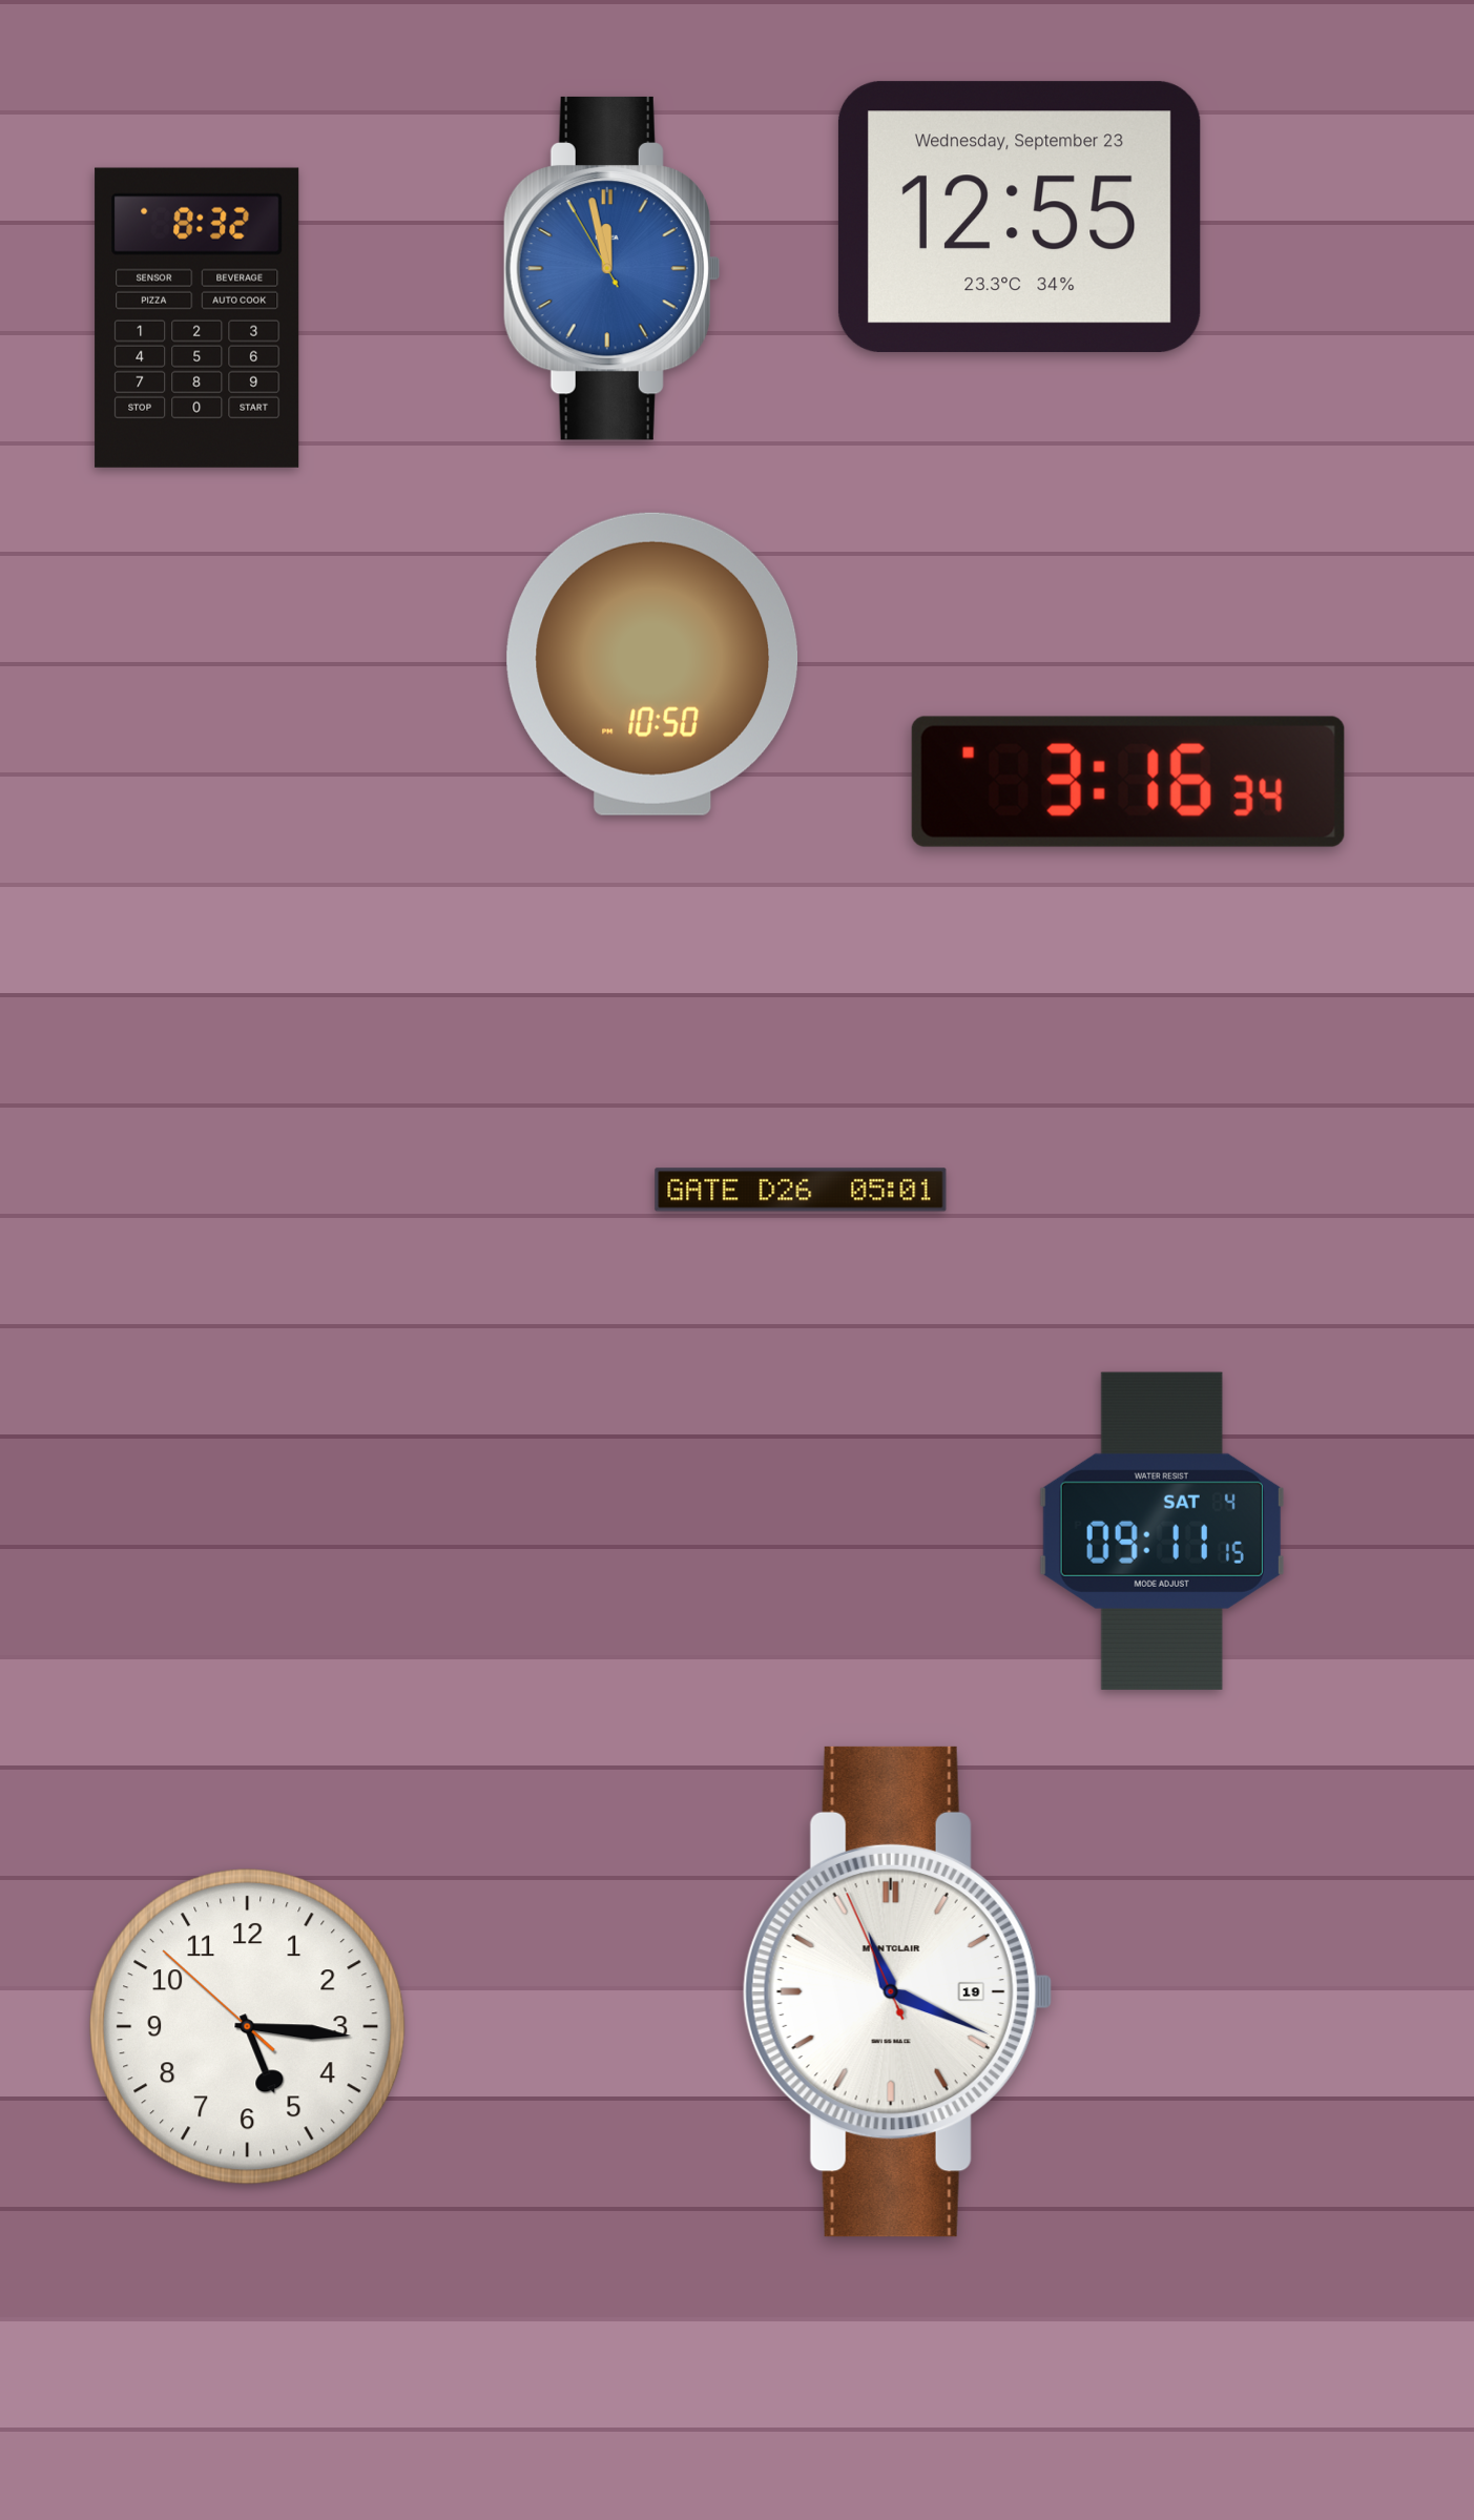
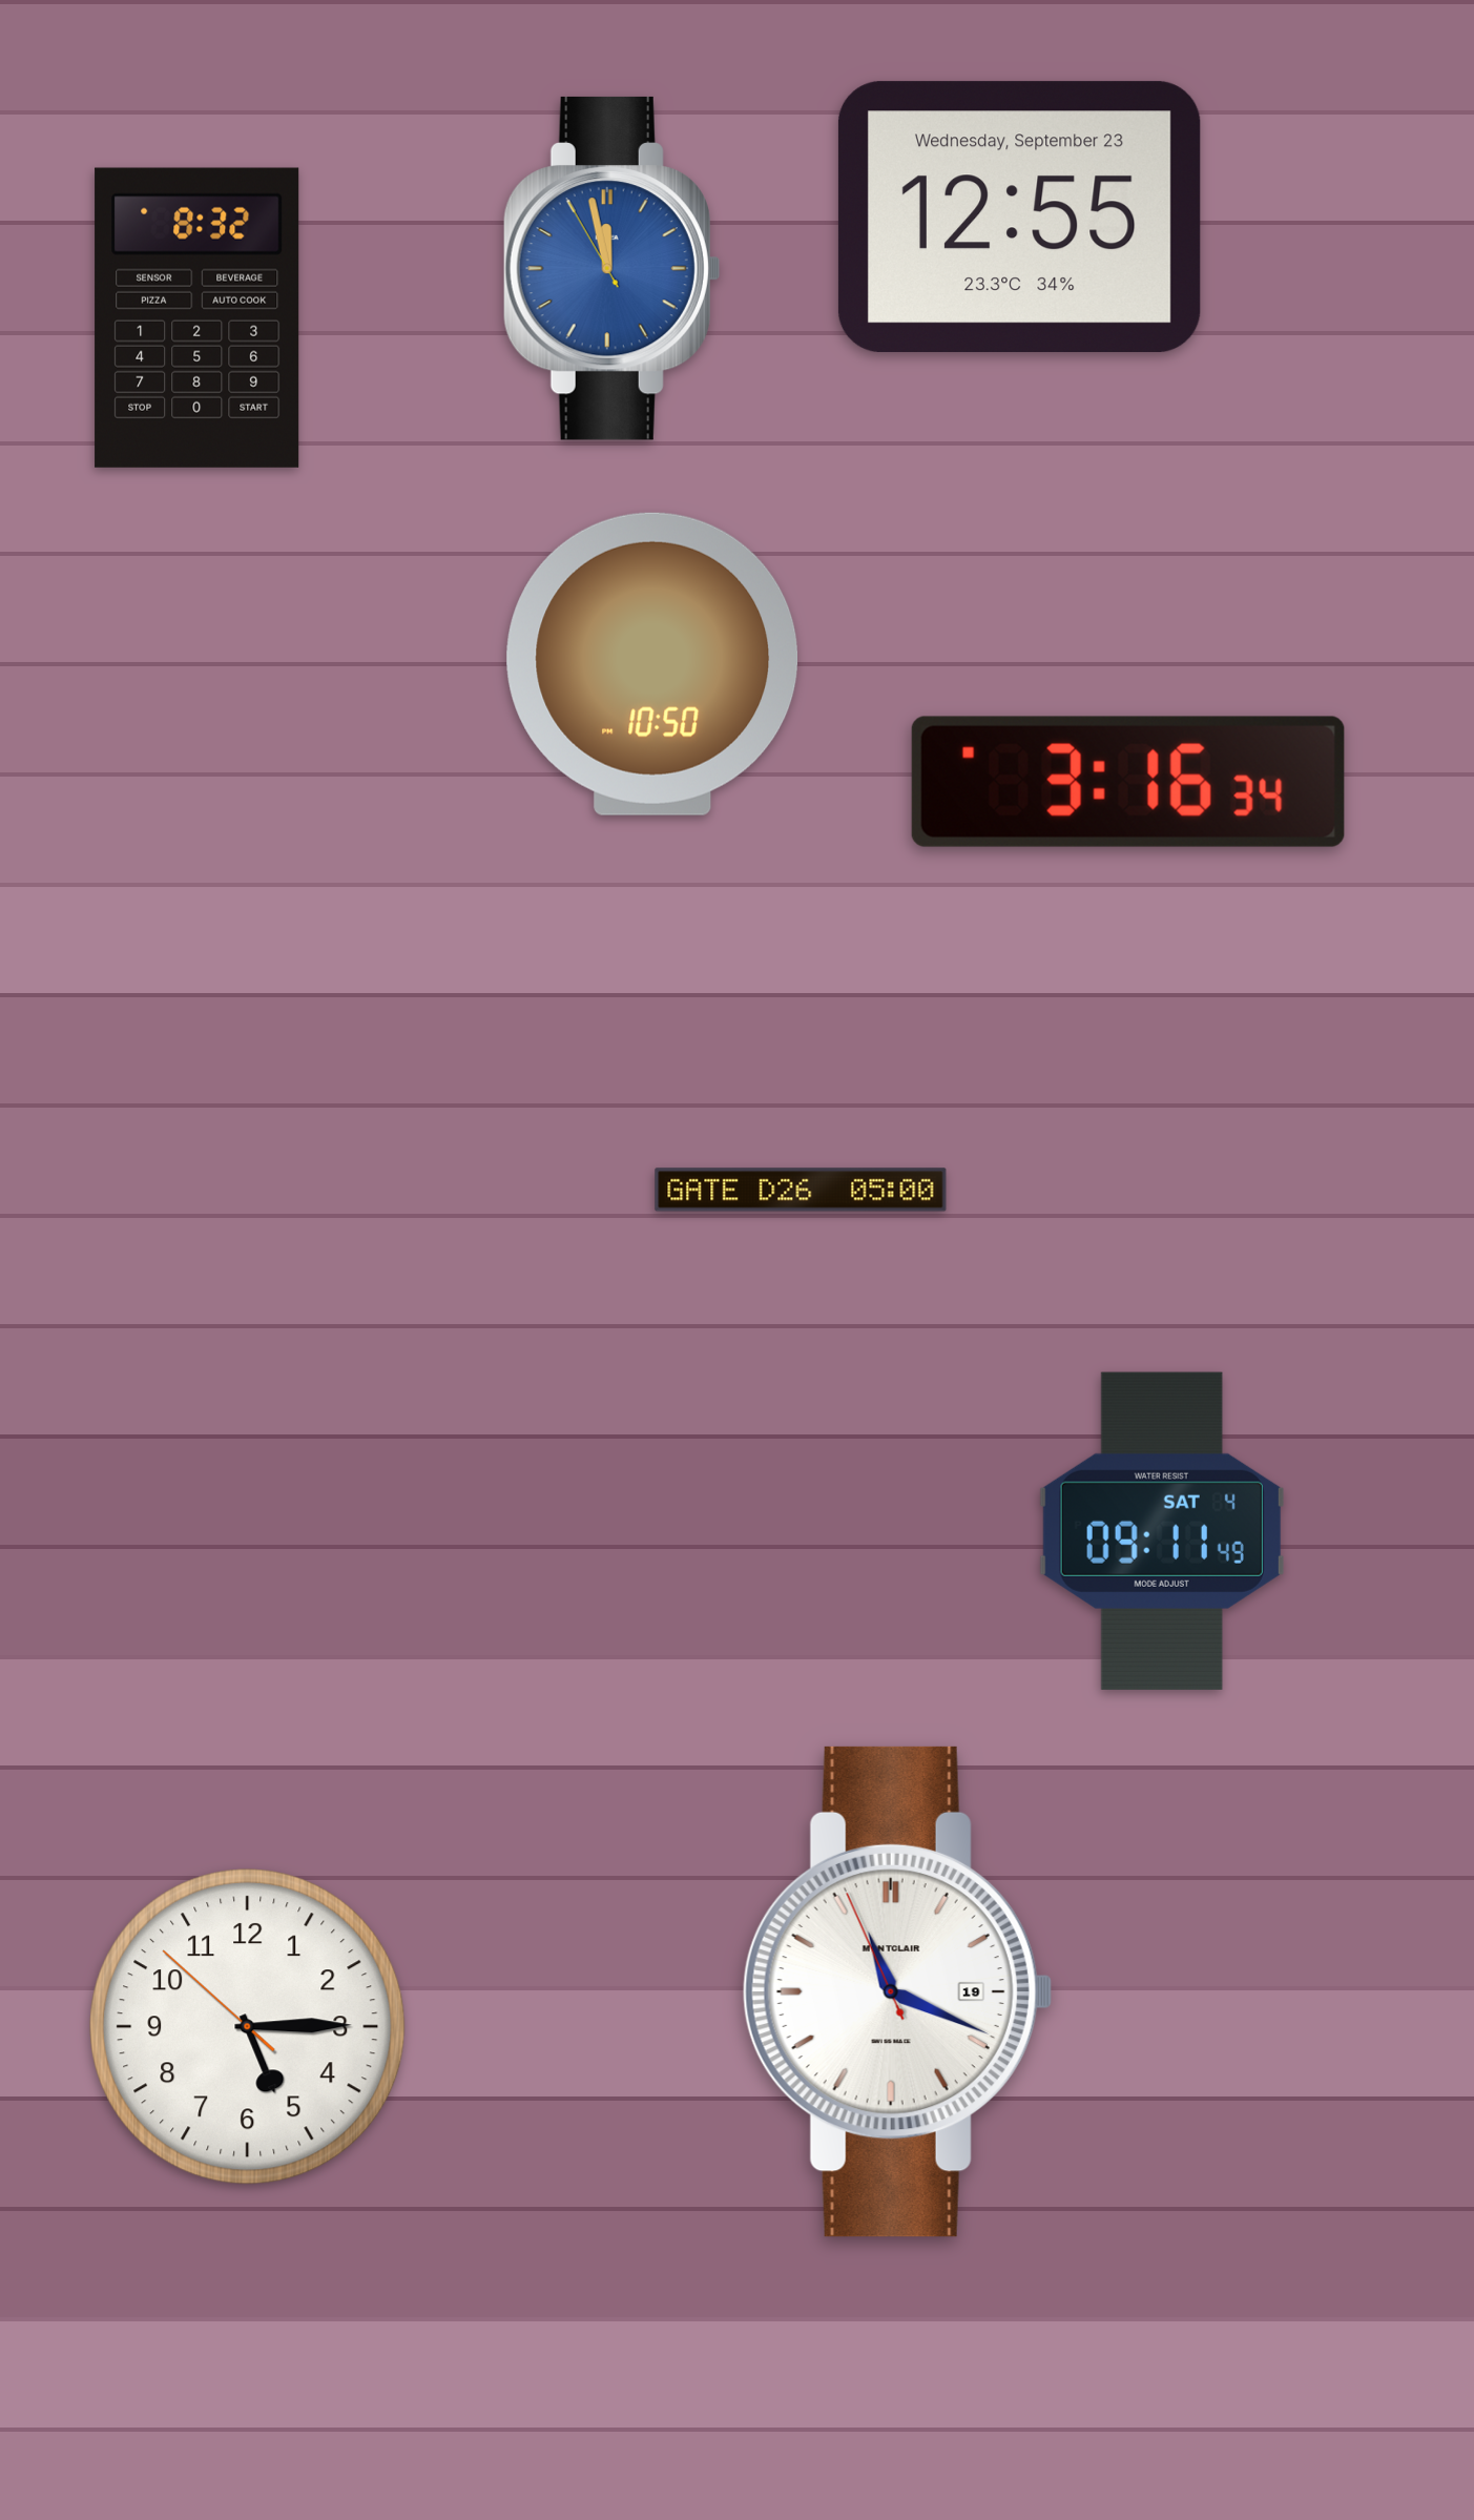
clock at (801, 1190): 05:01 -> 05:00
clock at (1162, 1531): 09:11:15 -> 09:11:49
clock at (248, 2027): 5:15 -> 5:14
